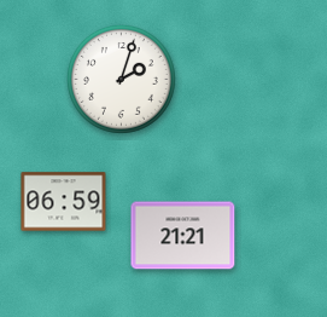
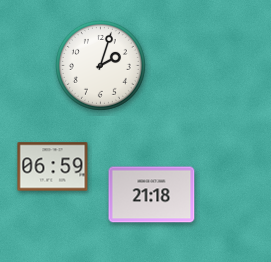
clock at (183, 236): 21:21 -> 21:18
